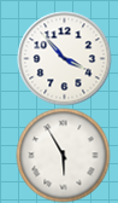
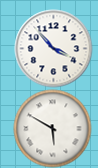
clock at (63, 155): 5:55 -> 5:50
